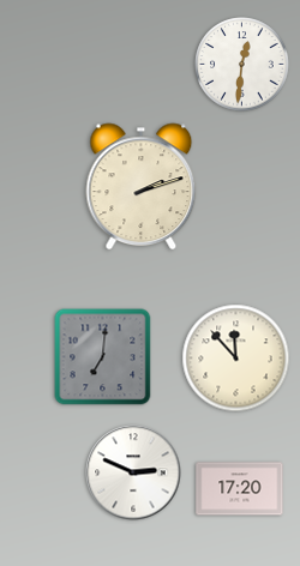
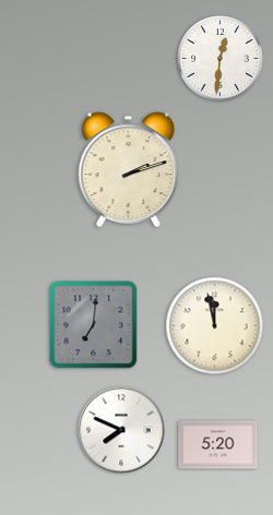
clock at (236, 359): 11:53 -> 11:58
clock at (133, 472): 2:49 -> 7:49
clock at (240, 489): 17:20 -> 5:20
